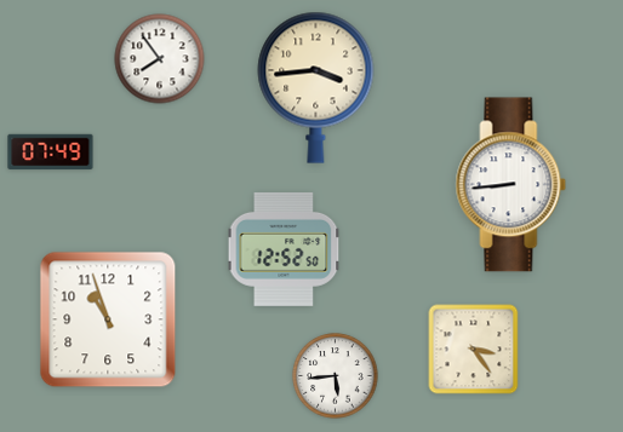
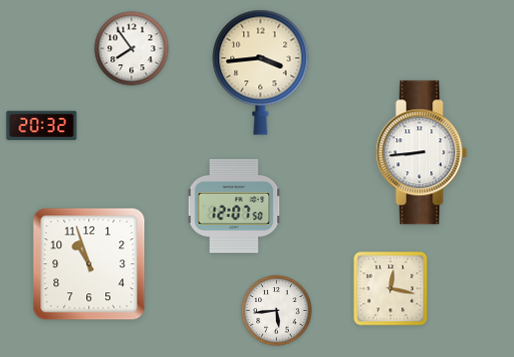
clock at (51, 152): 07:49 -> 20:32
clock at (284, 249): 12:52 -> 12:07
clock at (474, 350): 3:24 -> 12:17
